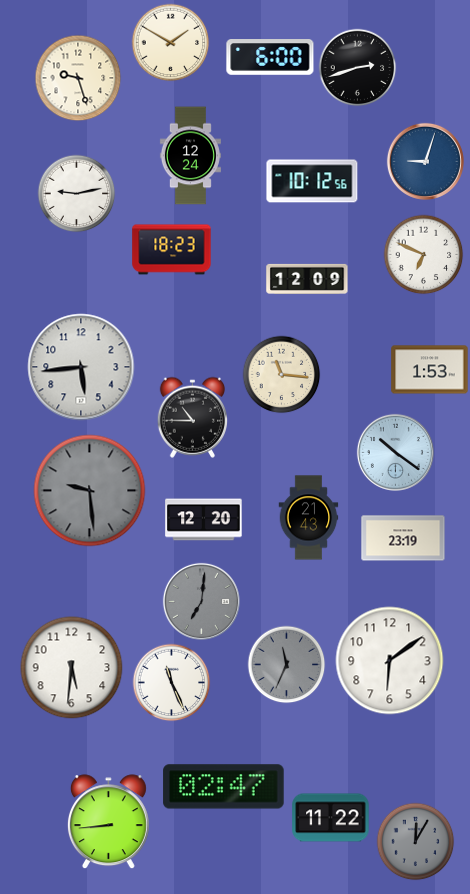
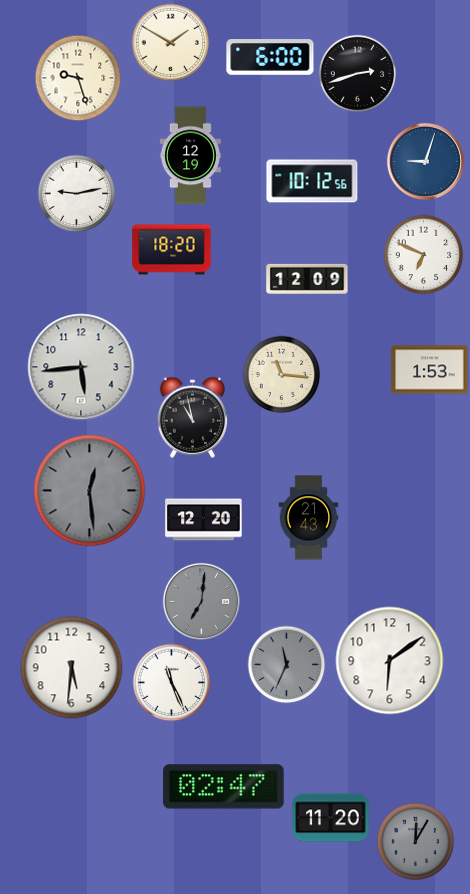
clock at (357, 67) position: (357, 67) -> (357, 73)
clock at (190, 156): 12:24 -> 12:19
clock at (172, 250): 18:23 -> 18:20
clock at (192, 417): 10:45 -> 10:58
clock at (395, 452): 10:21 -> none
clock at (90, 491): 9:29 -> 12:29
clock at (403, 538): 23:19 -> none
clock at (331, 818): 11:22 -> 11:20
clock at (108, 822): 8:44 -> none
